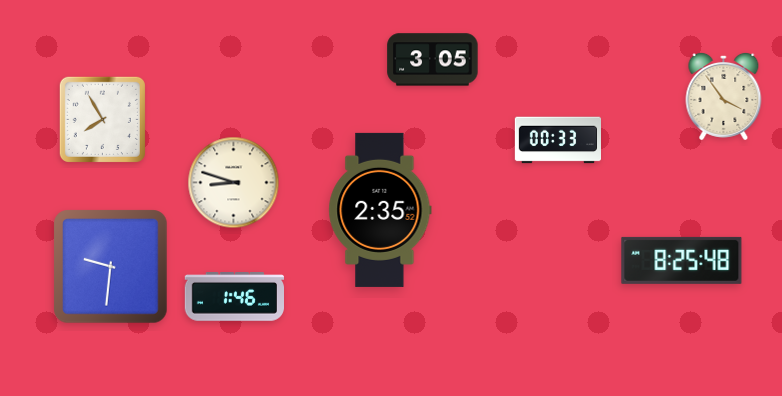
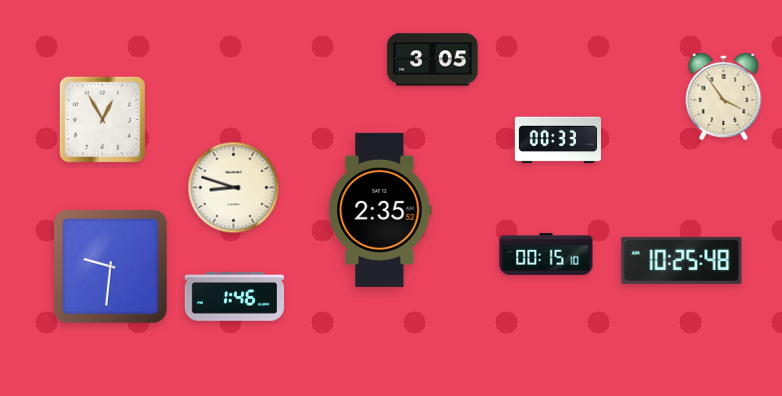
clock at (102, 119): 7:55 -> 12:55
clock at (234, 183) position: (234, 183) -> (234, 188)
clock at (546, 255): none -> 00:15
clock at (682, 260): 8:25 -> 10:25
